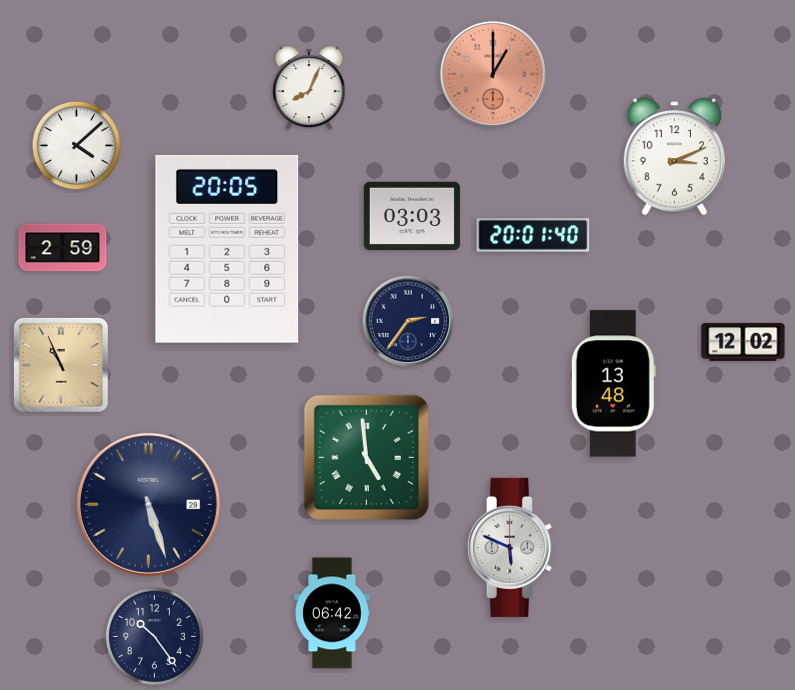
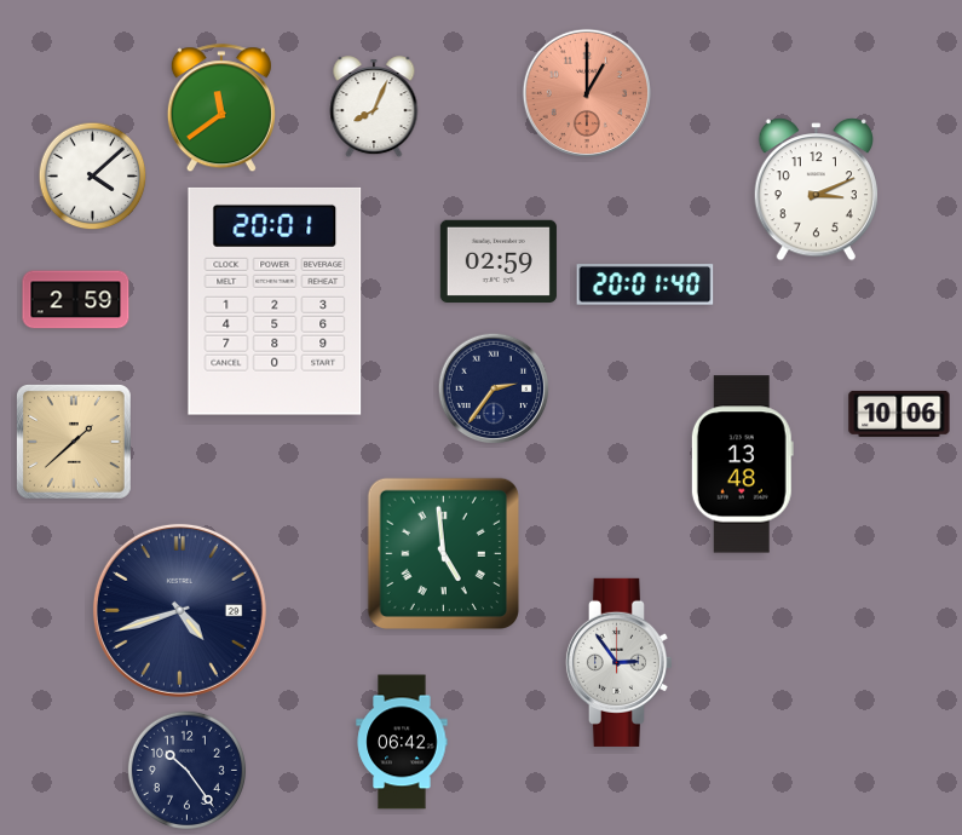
clock at (493, 74) position: (493, 74) -> (587, 93)
clock at (221, 109): none -> 11:39
clock at (412, 215): 03:03 -> 02:59
clock at (227, 249): 20:05 -> 20:01
clock at (743, 342): 12:02 -> 10:06
clock at (62, 366): 10:56 -> 1:38
clock at (148, 504): 5:27 -> 4:42
clock at (511, 547): 5:49 -> 2:54
